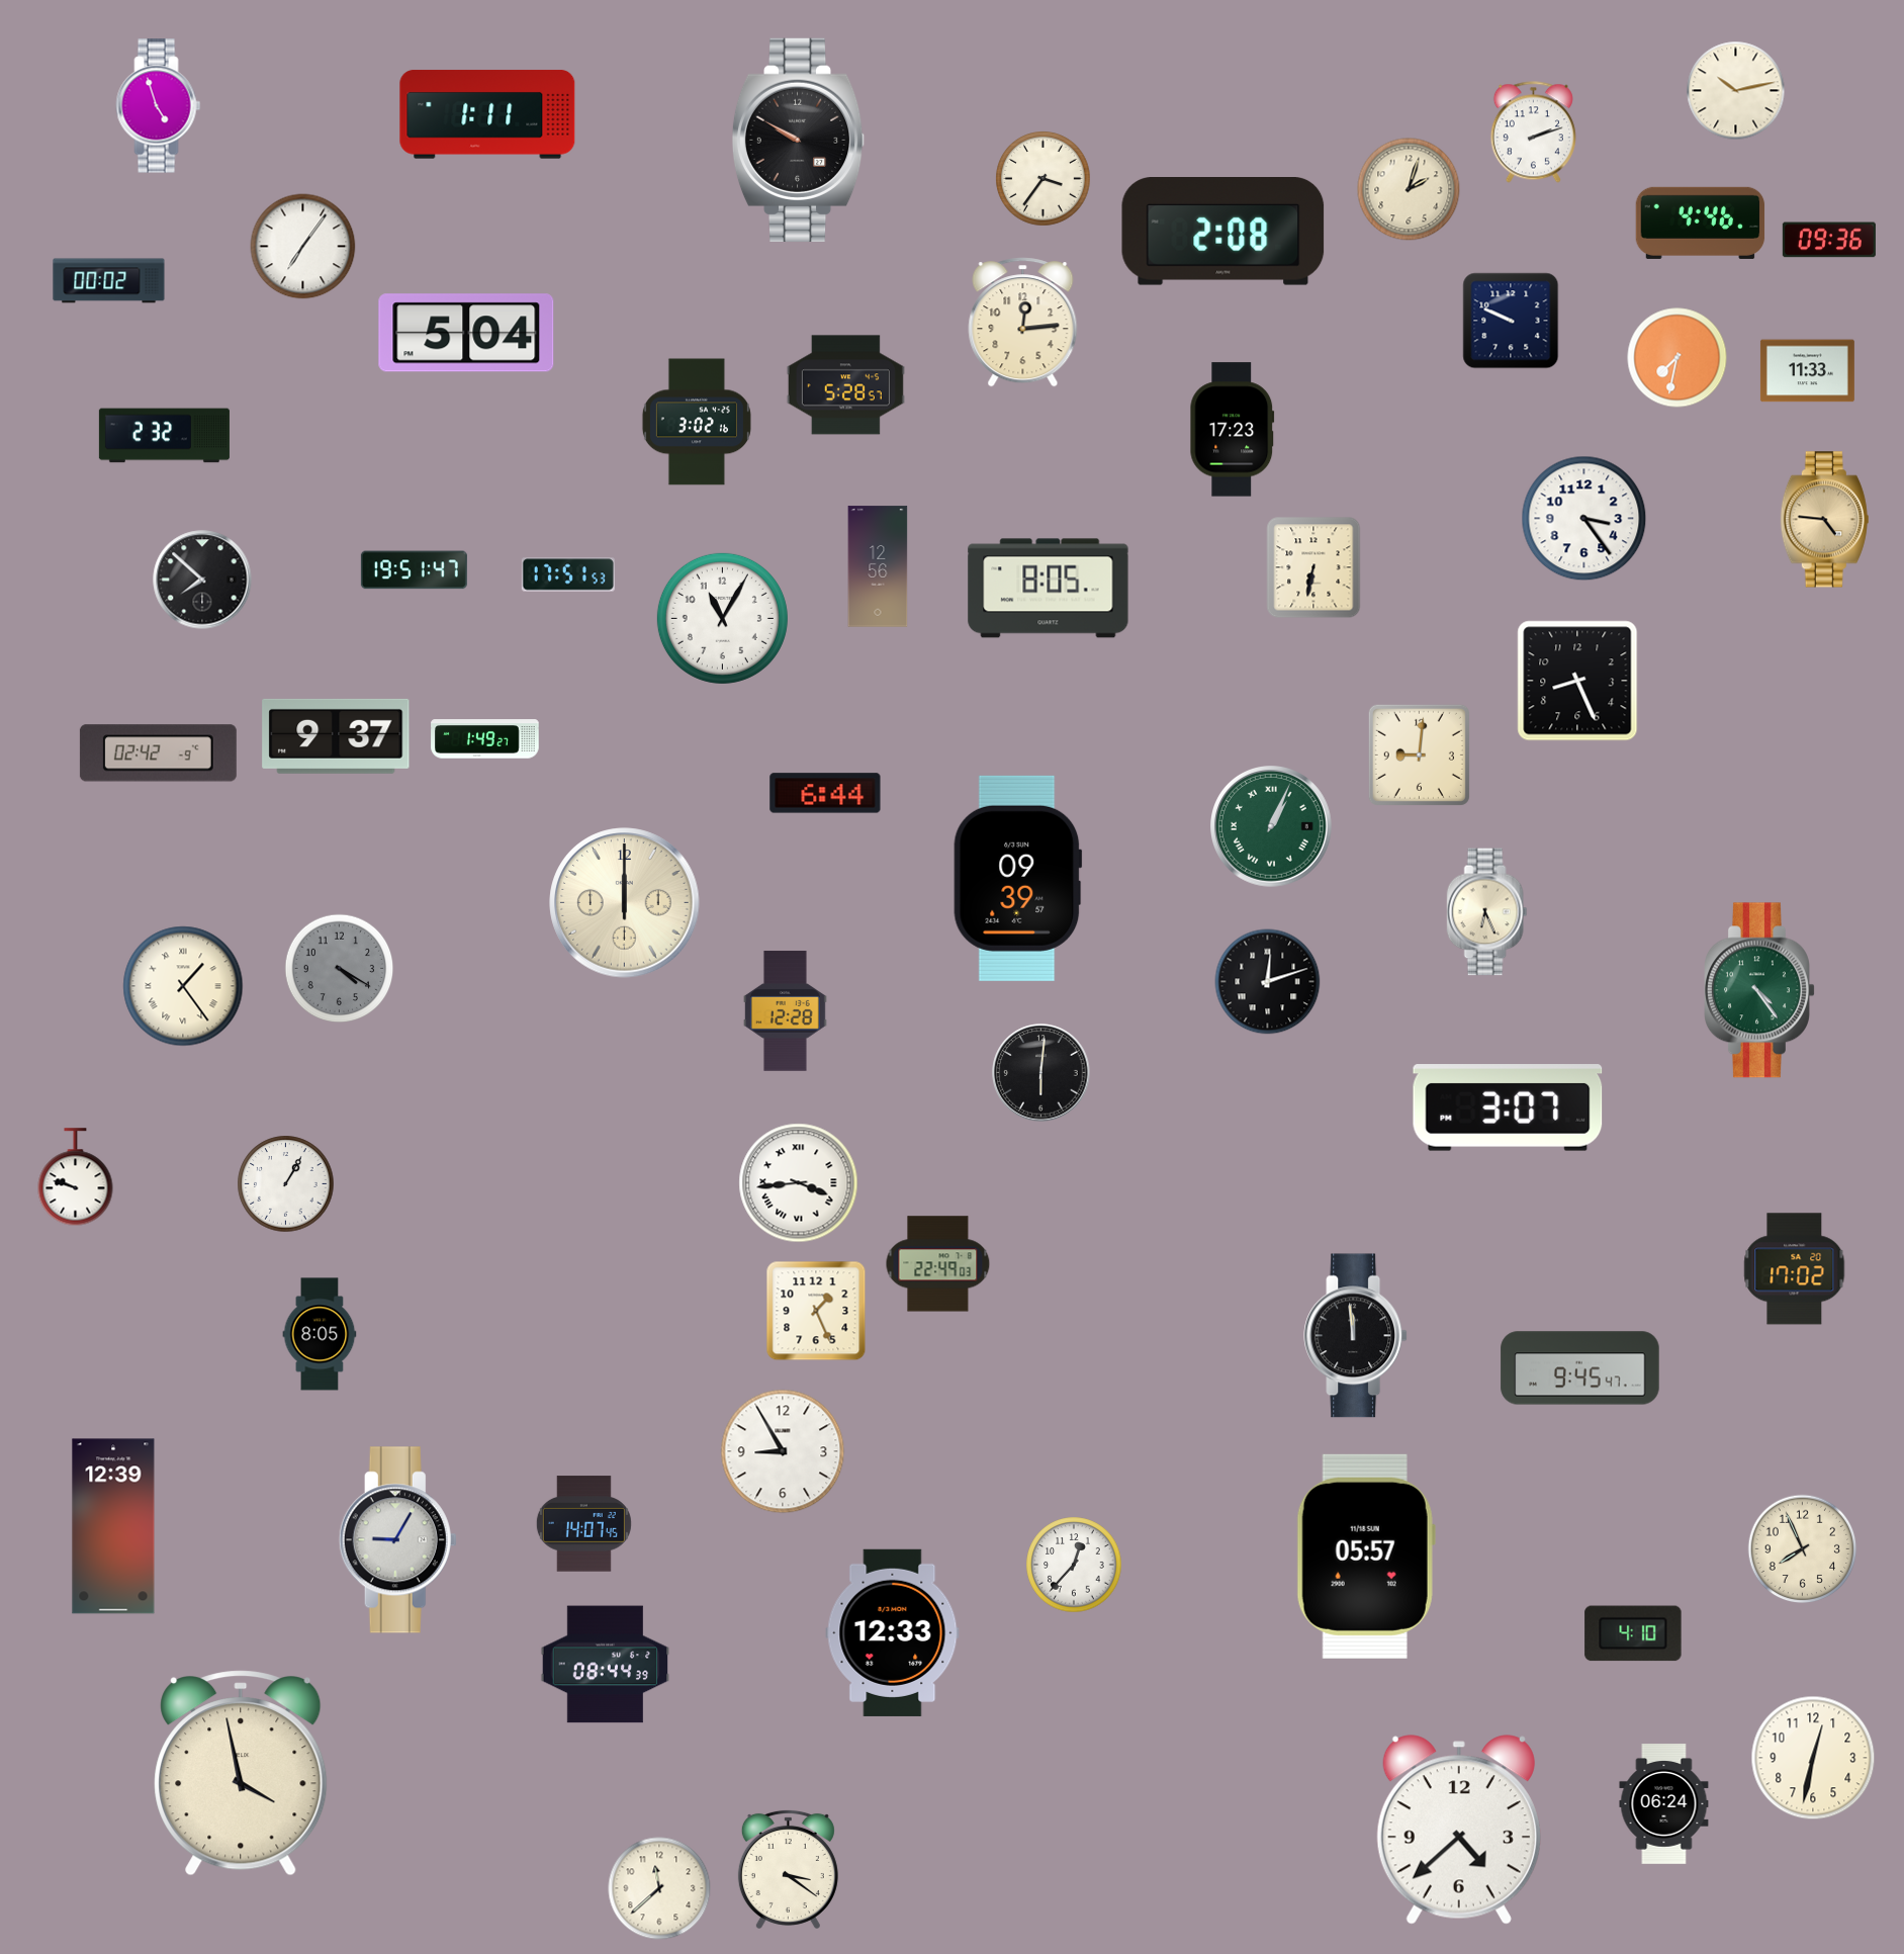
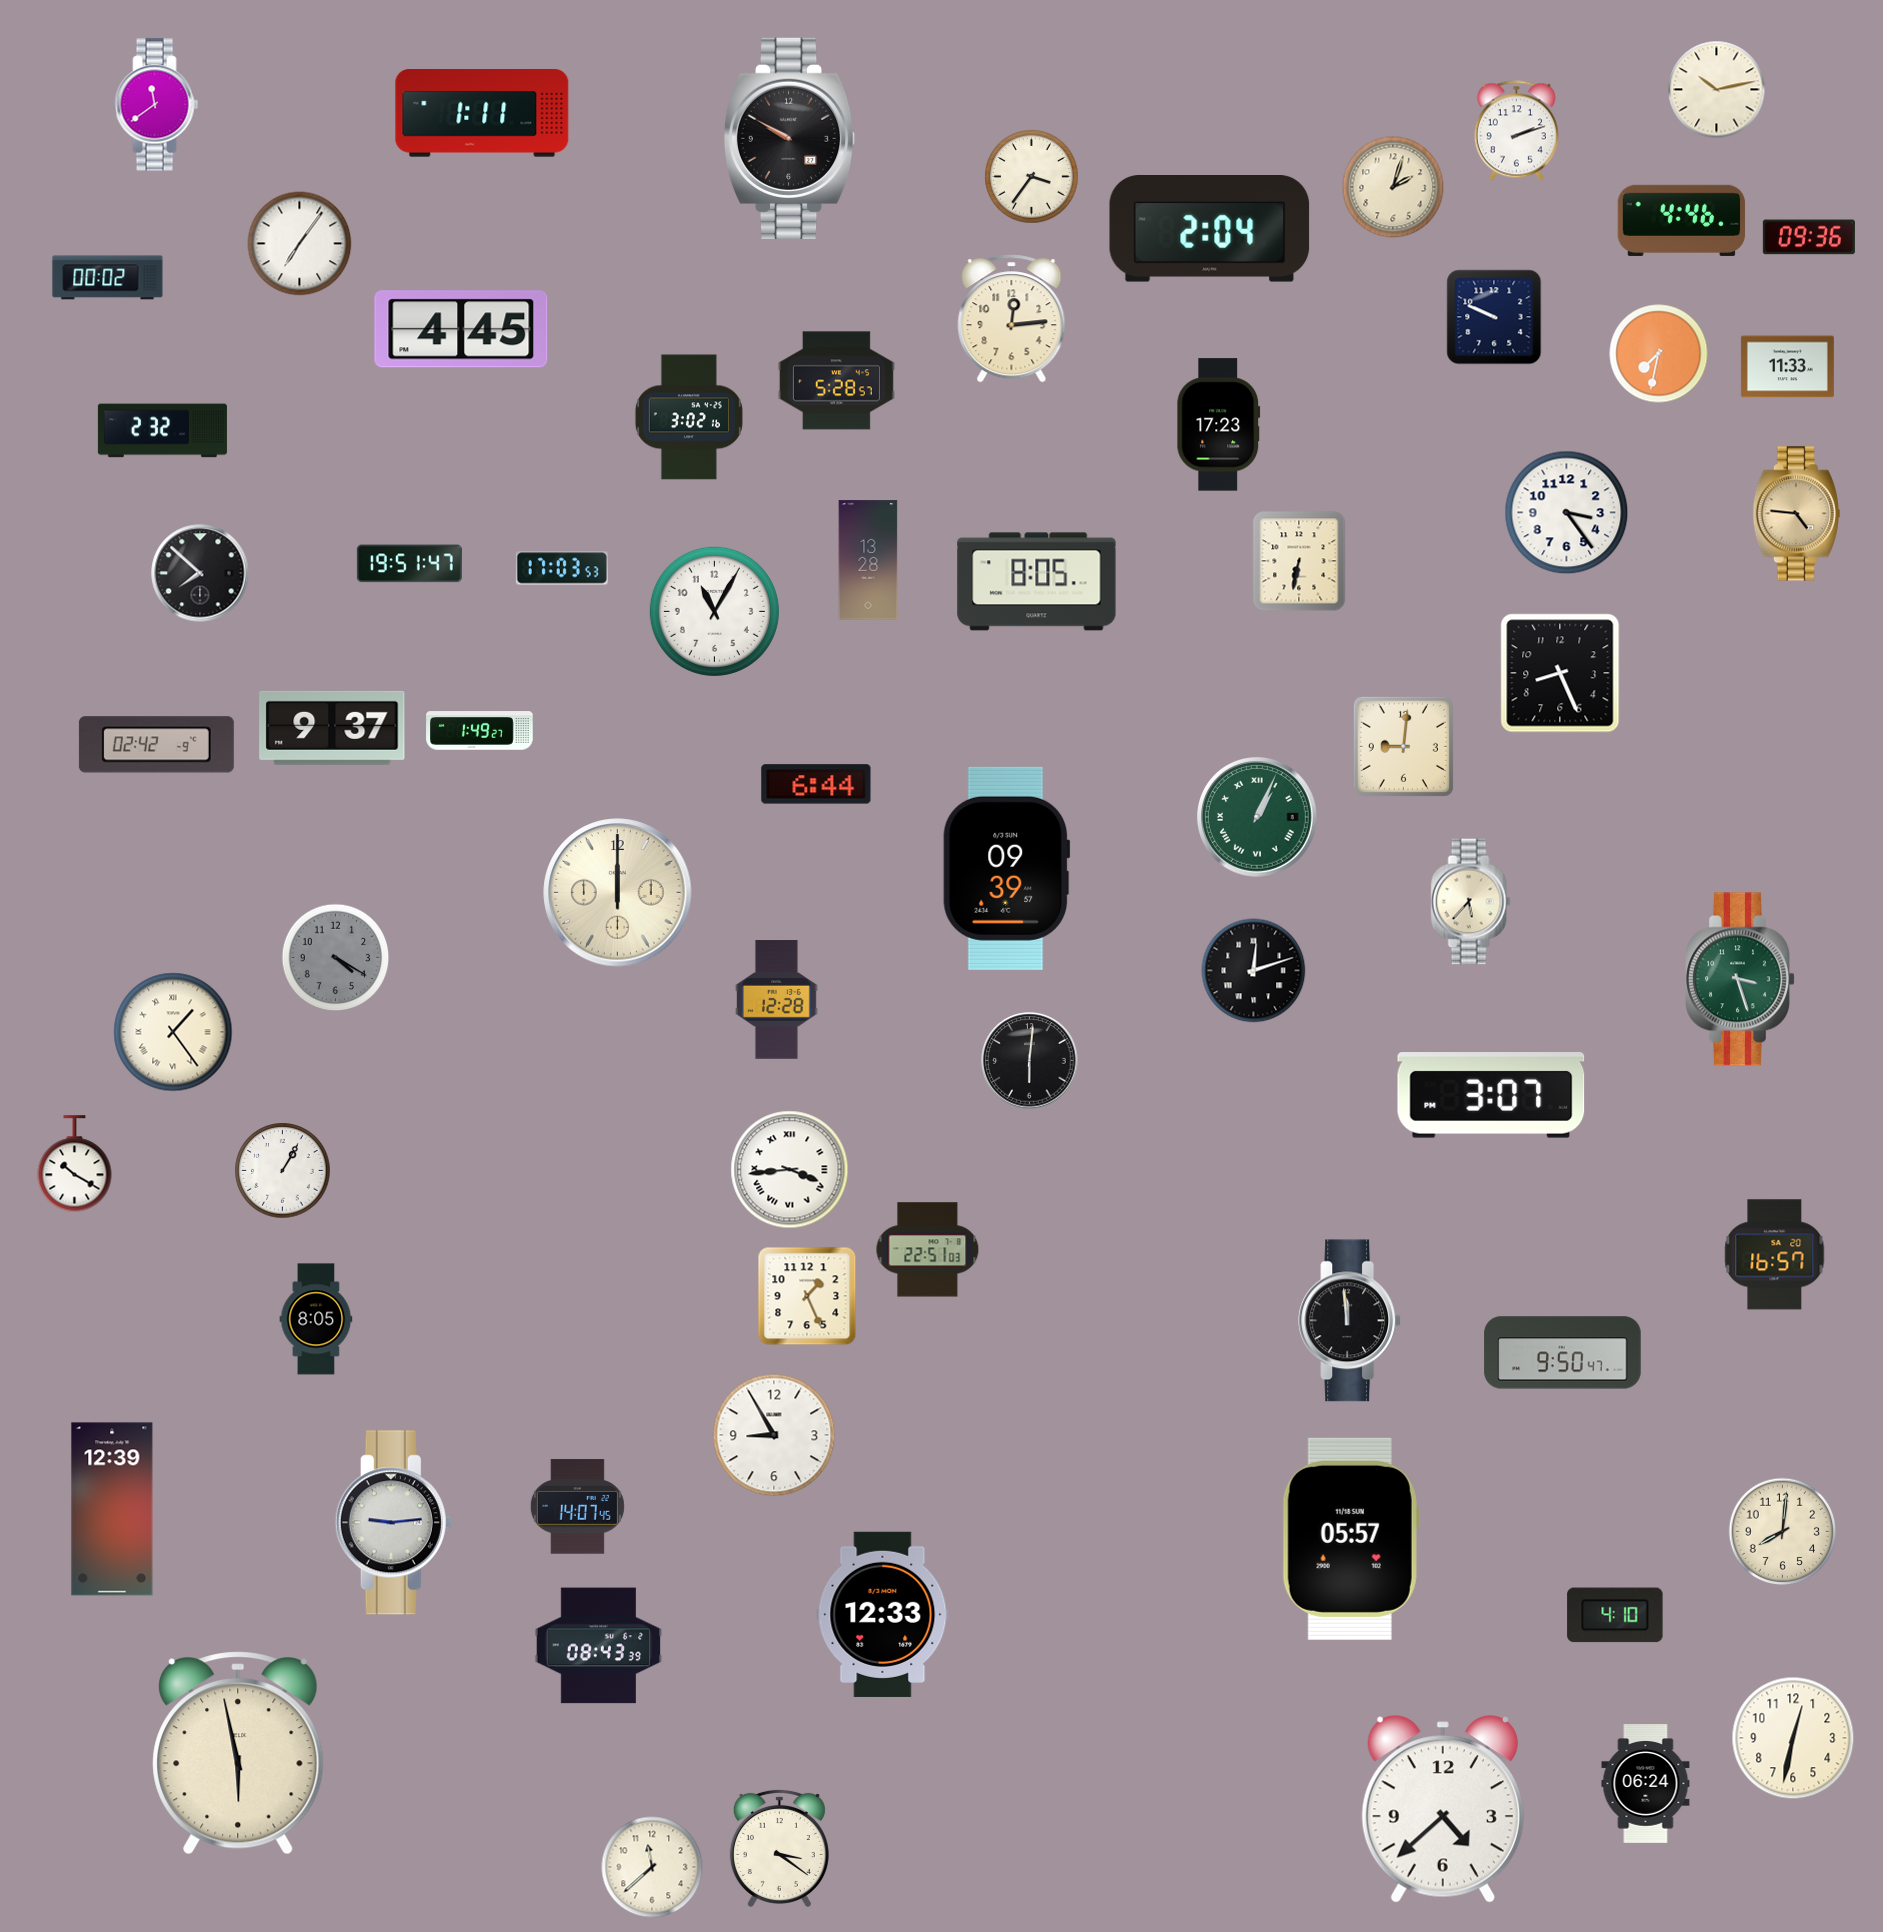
clock at (159, 106): 4:57 -> 11:39
clock at (1223, 232): 2:08 -> 2:04
clock at (466, 333): 5:04 -> 4:45
clock at (1824, 520) position: (1824, 520) -> (1796, 514)
clock at (878, 566): 12:56 -> 13:28
clock at (568, 574): 17:51 -> 17:03
clock at (1487, 912): 6:26 -> 5:37
clock at (183, 986) position: (183, 986) -> (173, 1032)
clock at (1760, 990): 4:24 -> 3:27
clock at (76, 1177): 9:48 -> 10:20
clock at (938, 1264): 22:49 -> 22:51
clock at (1795, 1269): 17:02 -> 16:57
clock at (1356, 1336) position: (1356, 1336) -> (1350, 1321)
clock at (1580, 1368): 9:45 -> 9:50
clock at (397, 1540): 9:05 -> 9:14
clock at (1803, 1549): 7:56 -> 8:01
clock at (1074, 1565): 12:37 -> none
clock at (606, 1665): 08:44 -> 08:43
clock at (241, 1773): 3:58 -> 5:58
